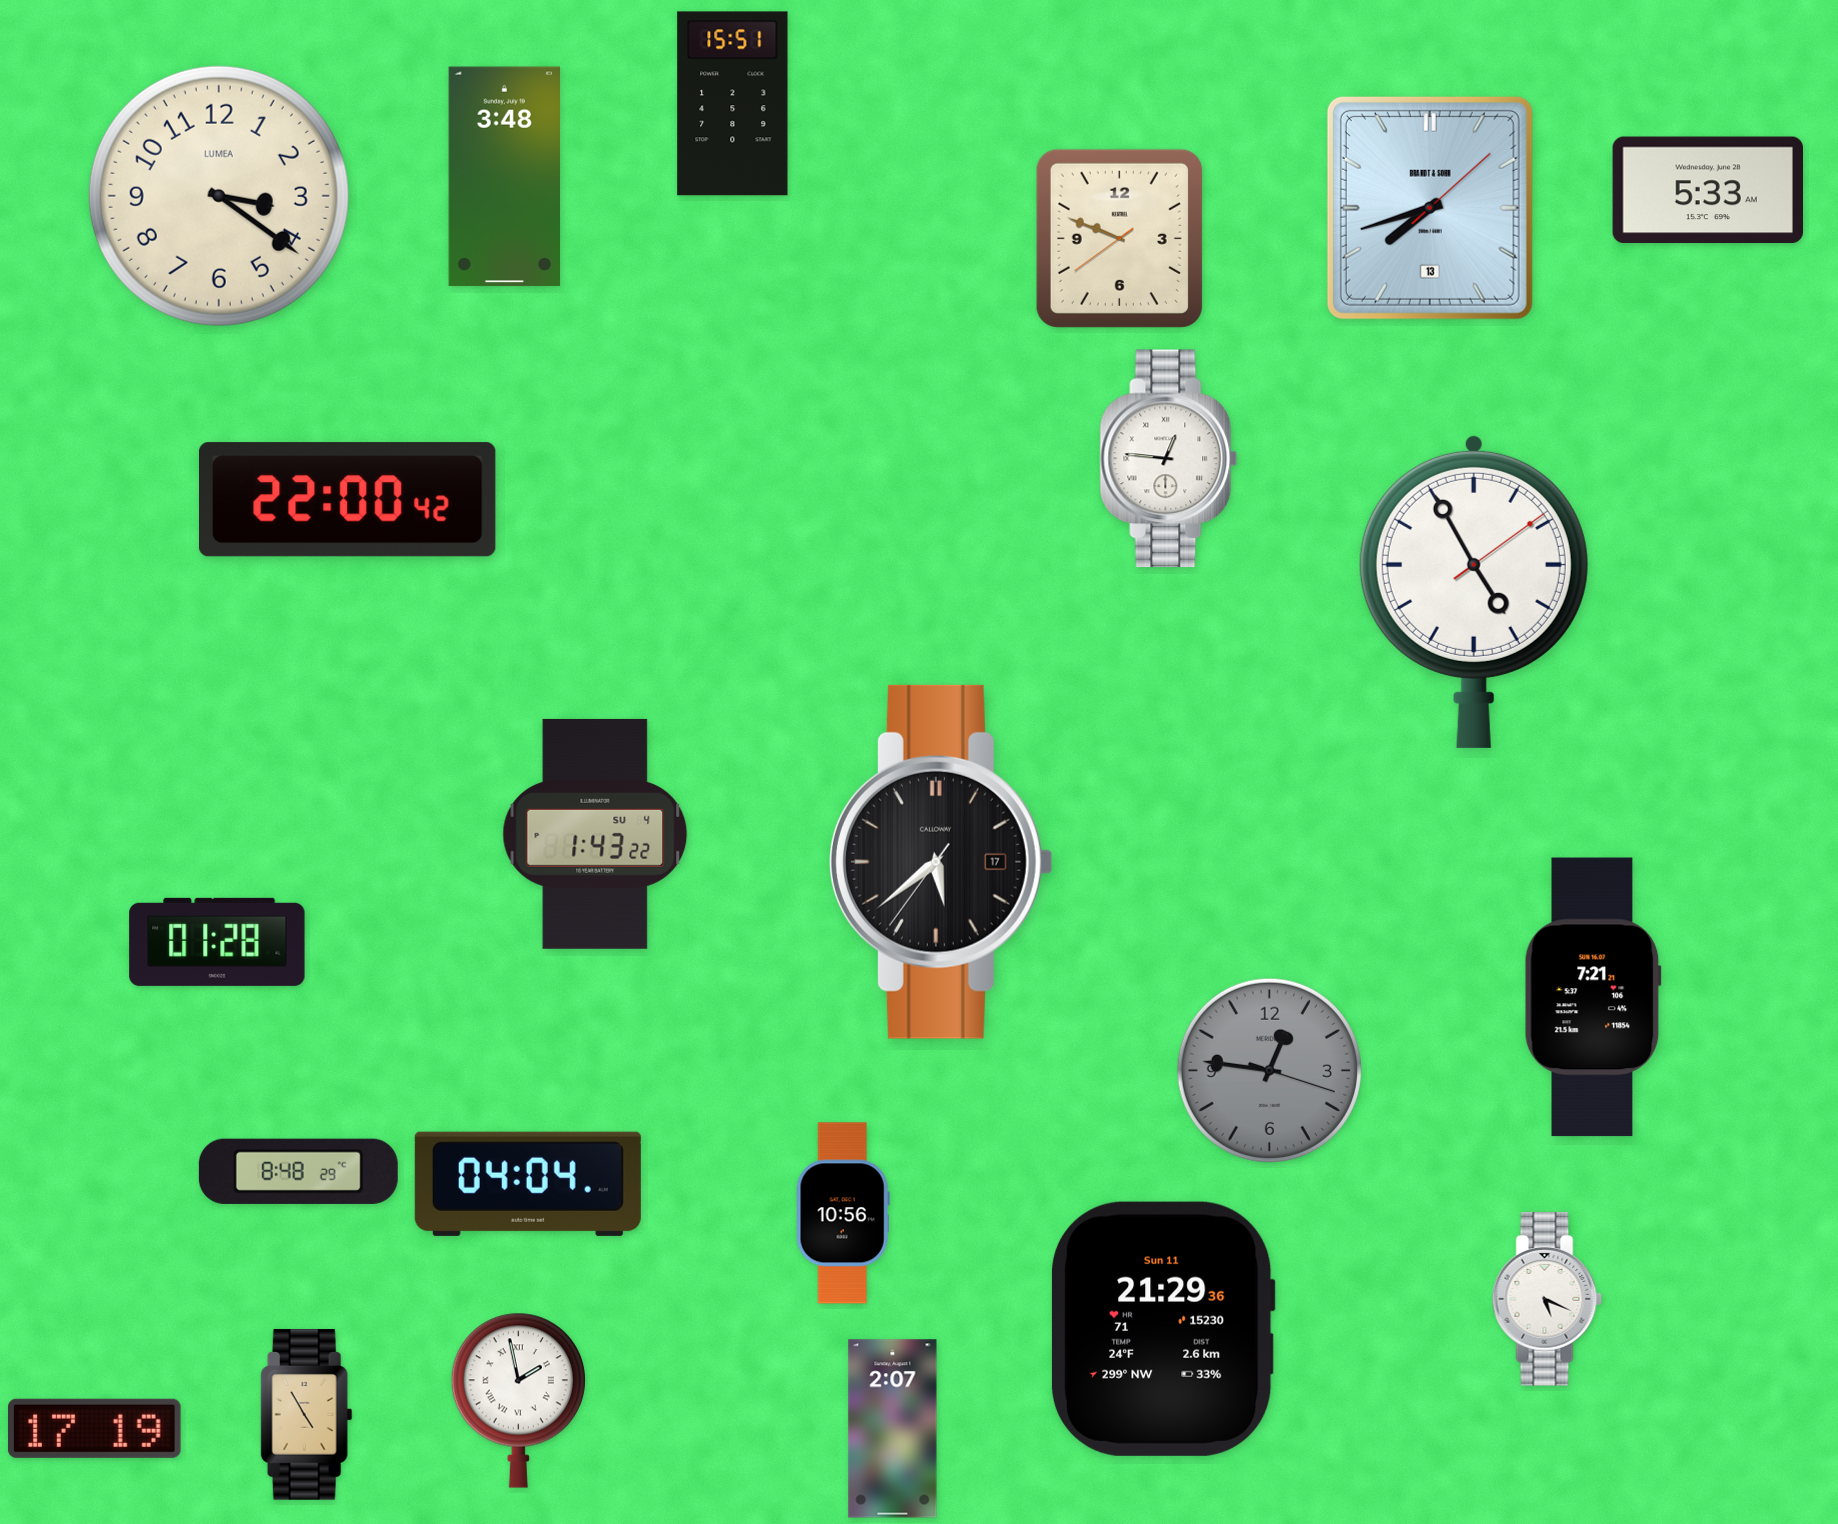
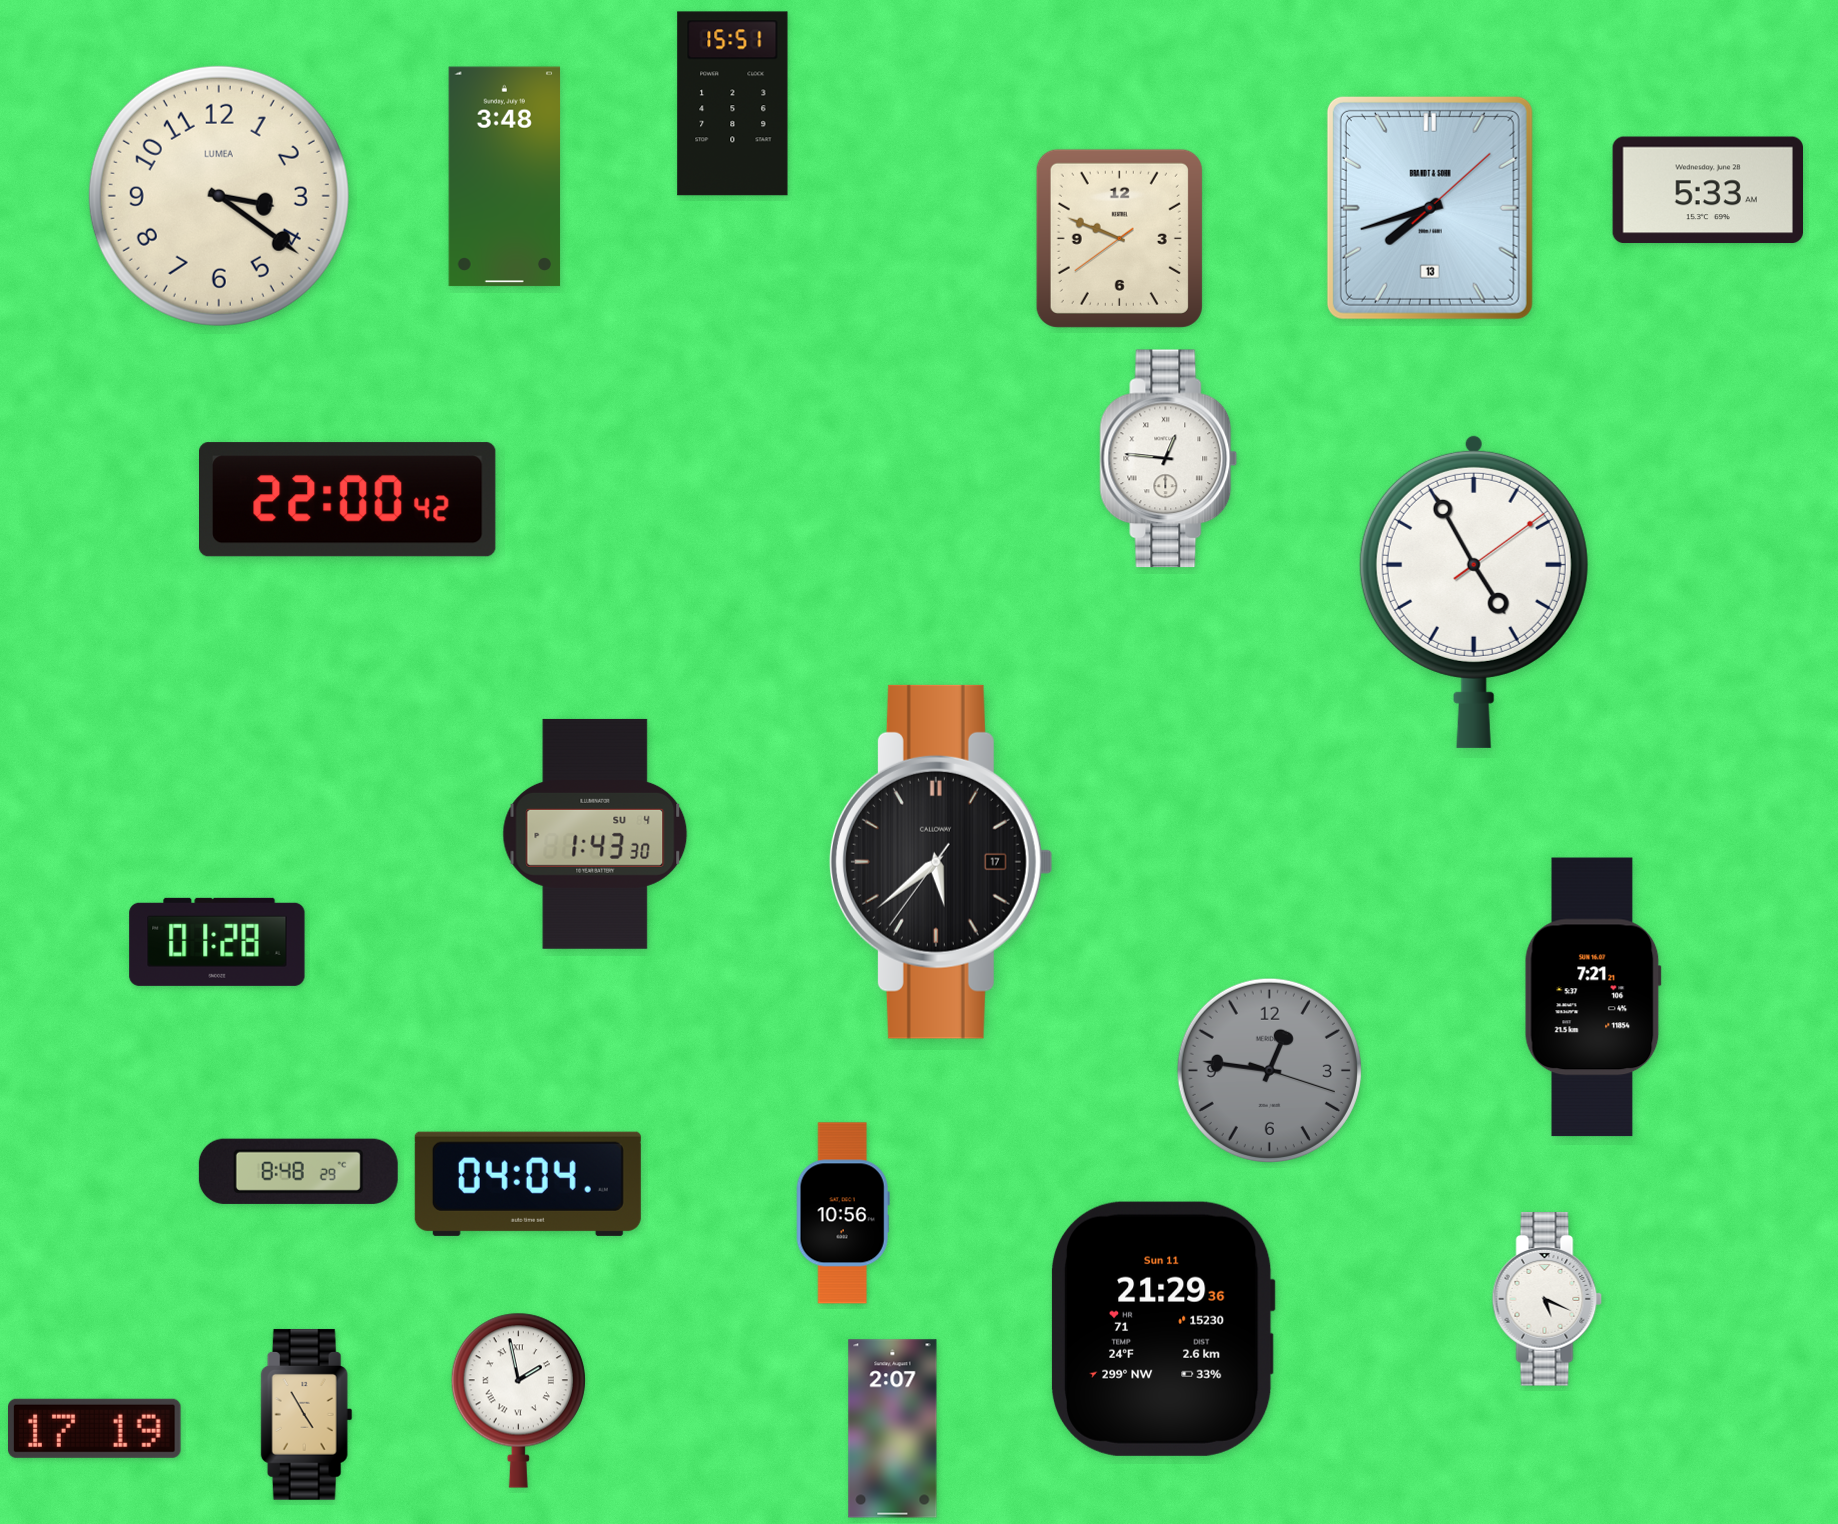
clock at (595, 834): 1:43:22 -> 1:43:30
